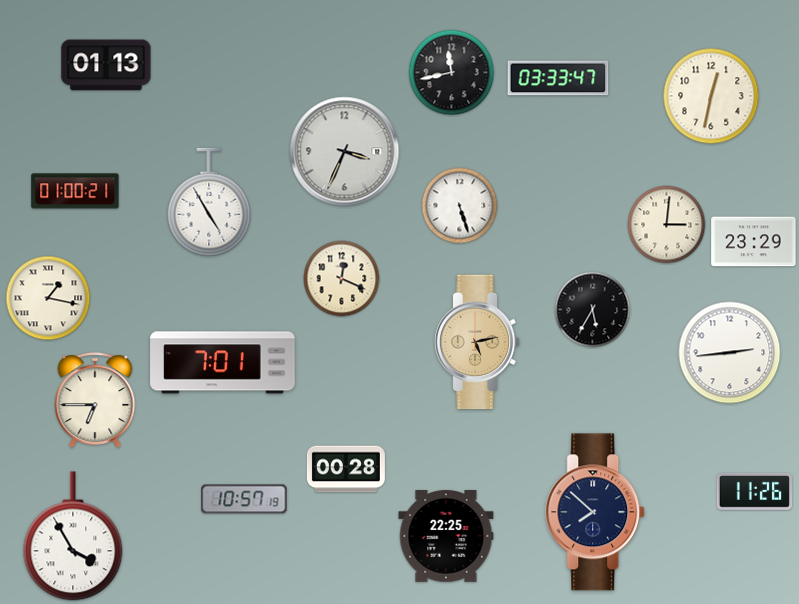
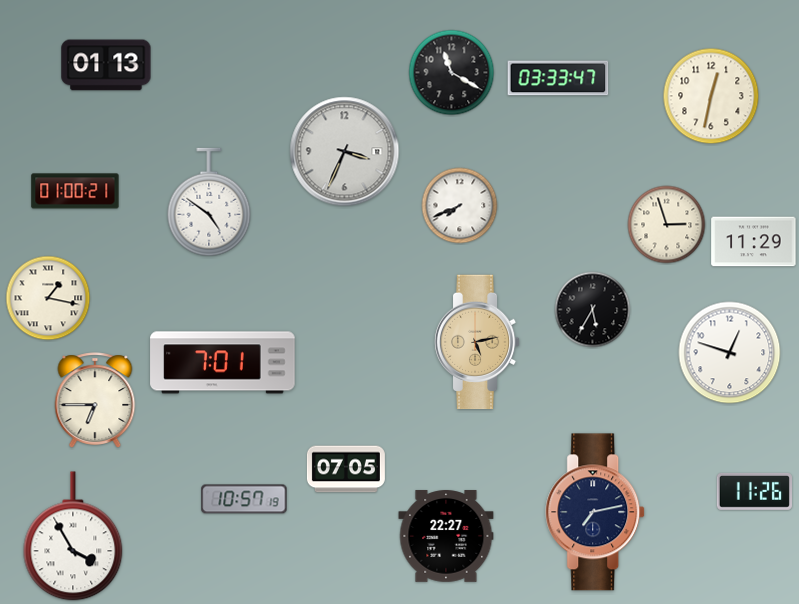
clock at (452, 73): 11:43 -> 11:20
clock at (209, 202): 4:55 -> 4:51
clock at (460, 206): 5:27 -> 7:41
clock at (667, 225): 3:01 -> 2:57
clock at (754, 242): 23:29 -> 11:29
clock at (342, 279): 12:19 -> none
clock at (730, 353): 2:44 -> 12:48
clock at (346, 469): 00:28 -> 07:05
clock at (596, 512): 7:52 -> 7:13
clock at (446, 536): 22:25 -> 22:27
